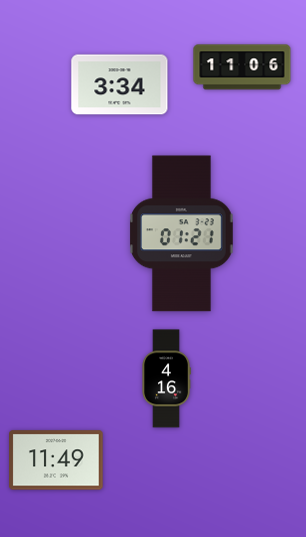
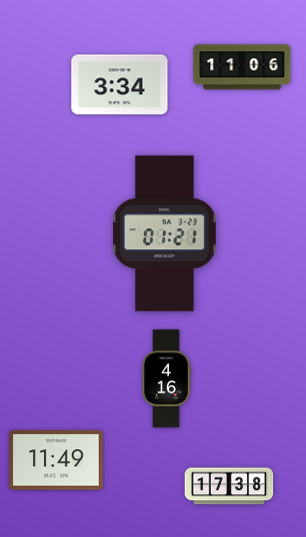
clock at (182, 234) position: (182, 234) -> (165, 234)
clock at (229, 486): none -> 17:38
